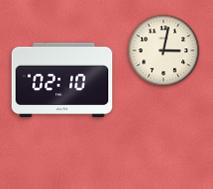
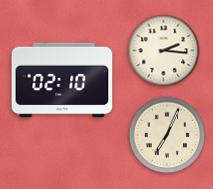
clock at (164, 51): 3:02 -> 2:16
clock at (167, 135): none -> 7:04
